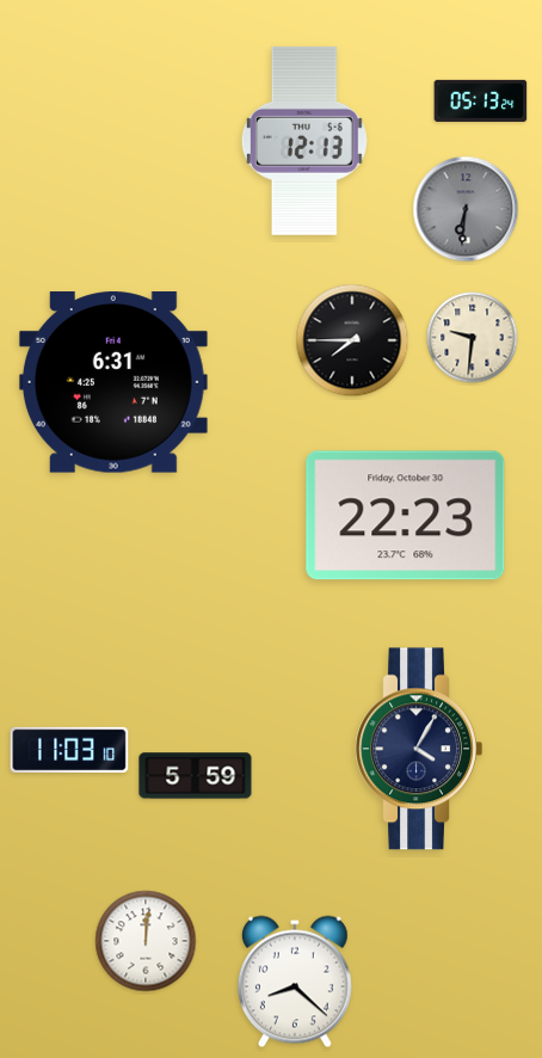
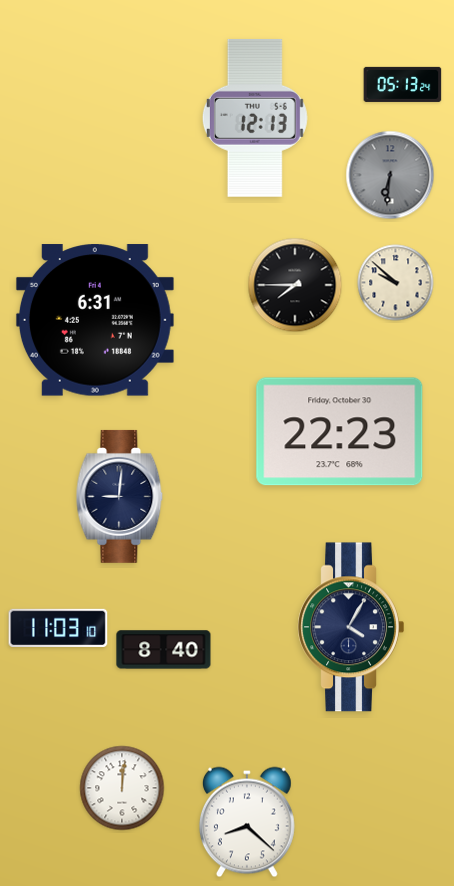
clock at (473, 338): 9:31 -> 9:52
clock at (120, 496): none -> 9:01
clock at (196, 776): 5:59 -> 8:40
